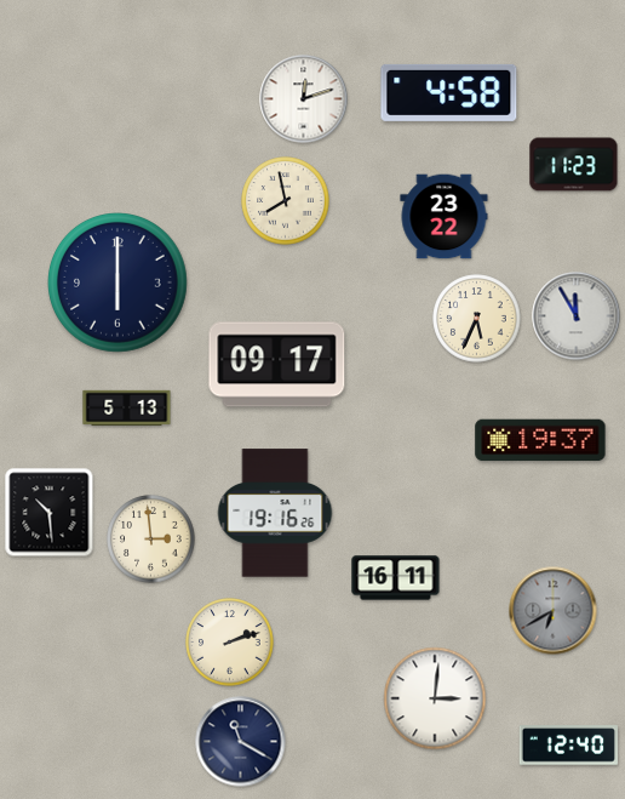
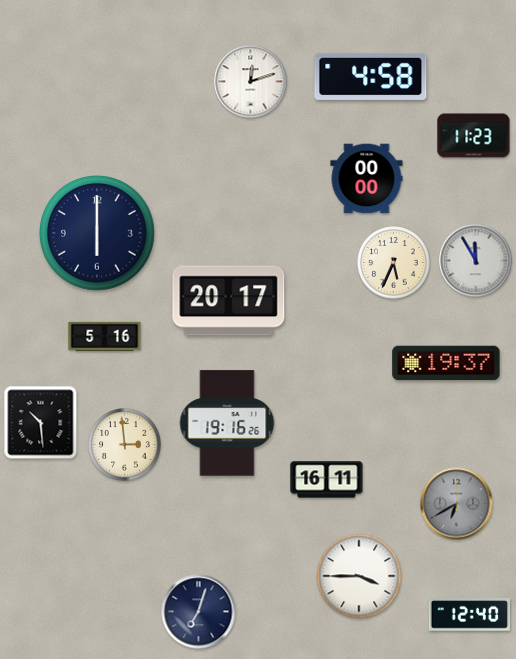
clock at (286, 201): 7:58 -> none
clock at (445, 217): 23:22 -> 00:00
clock at (277, 365): 09:17 -> 20:17
clock at (127, 409): 5:13 -> 5:16
clock at (396, 578) position: (396, 578) -> (327, 480)
clock at (230, 643): 2:12 -> none
clock at (435, 698): 3:01 -> 3:45
clock at (241, 742): 11:20 -> 7:03
